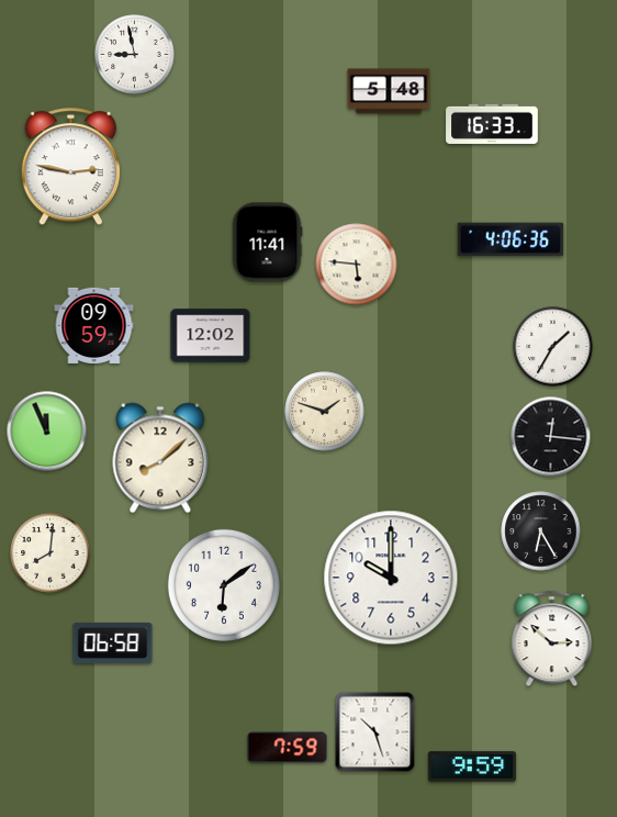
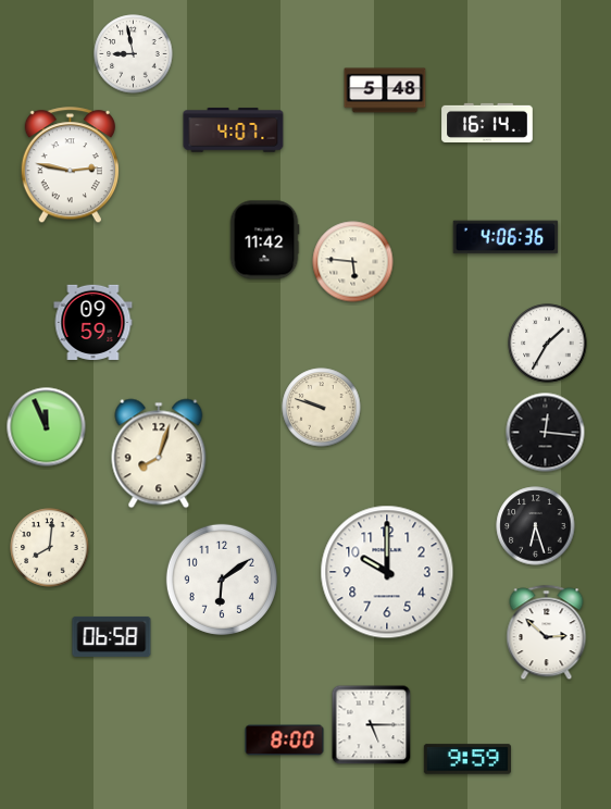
clock at (492, 123): 16:33 -> 16:14
clock at (234, 130): none -> 4:07
clock at (267, 243): 11:41 -> 11:42
clock at (211, 336): 12:02 -> none
clock at (325, 412): 1:48 -> 9:48
clock at (160, 458): 8:08 -> 8:03
clock at (541, 531): 6:25 -> 6:27
clock at (375, 732): 10:27 -> 5:15
clock at (288, 748): 7:59 -> 8:00
